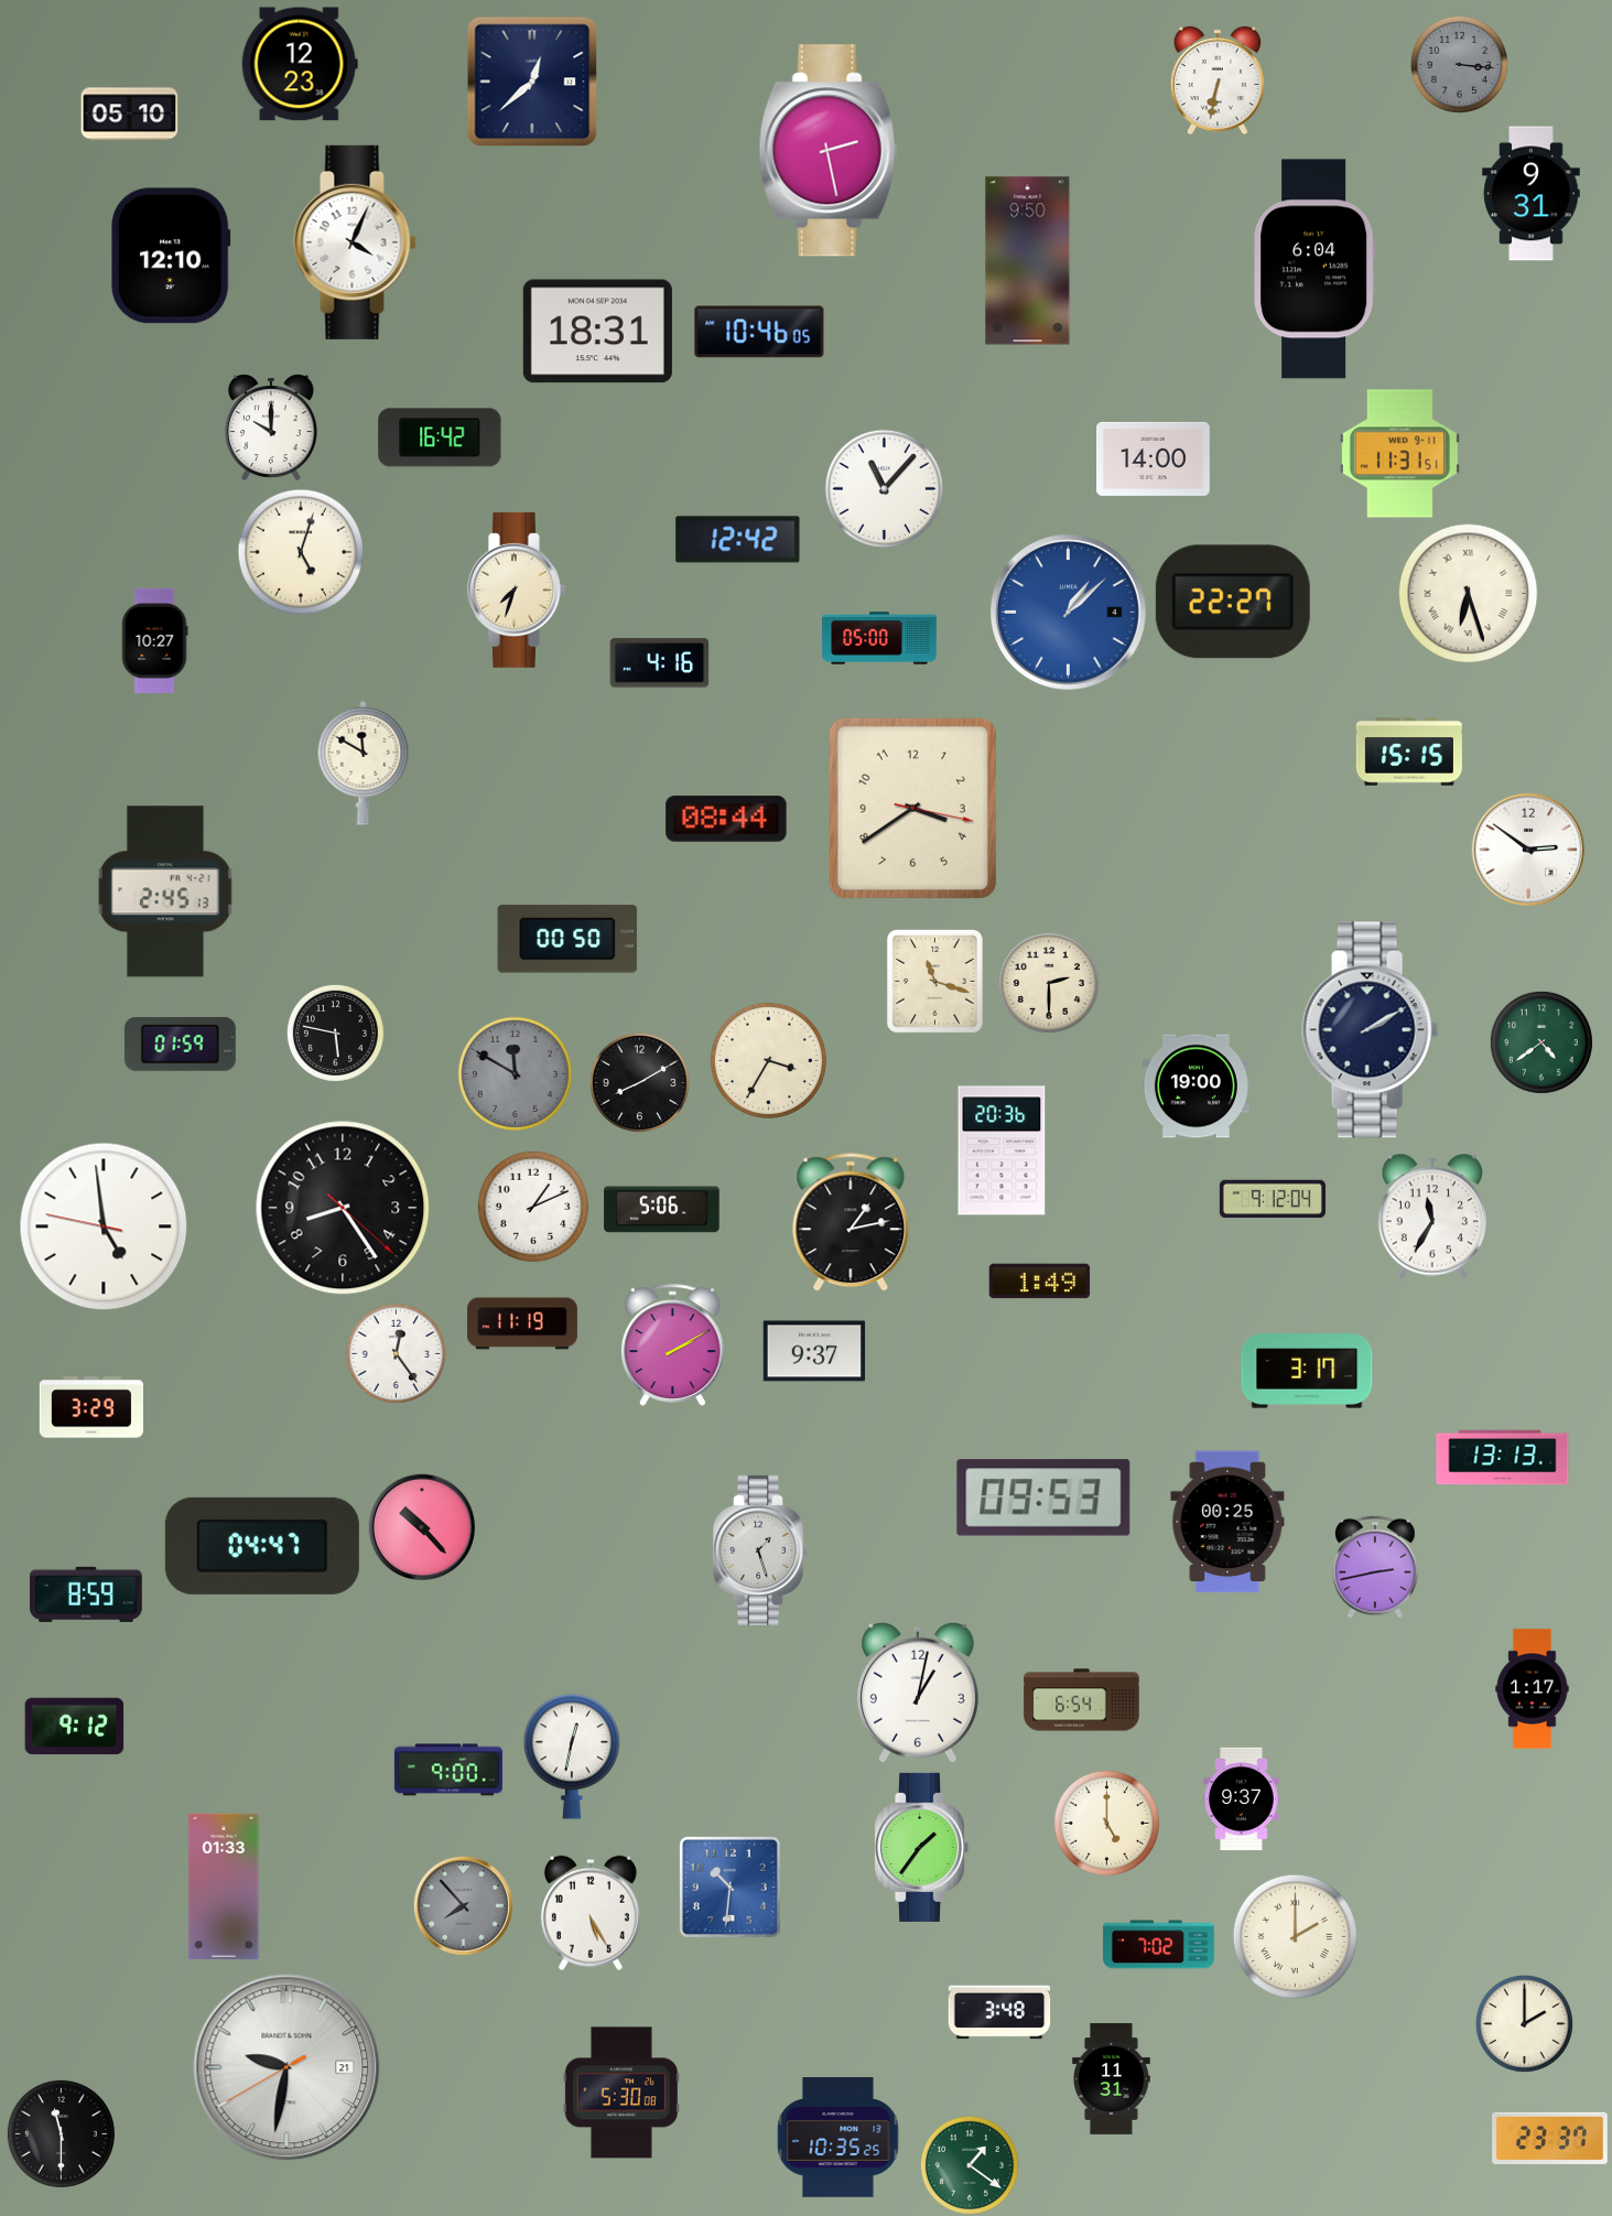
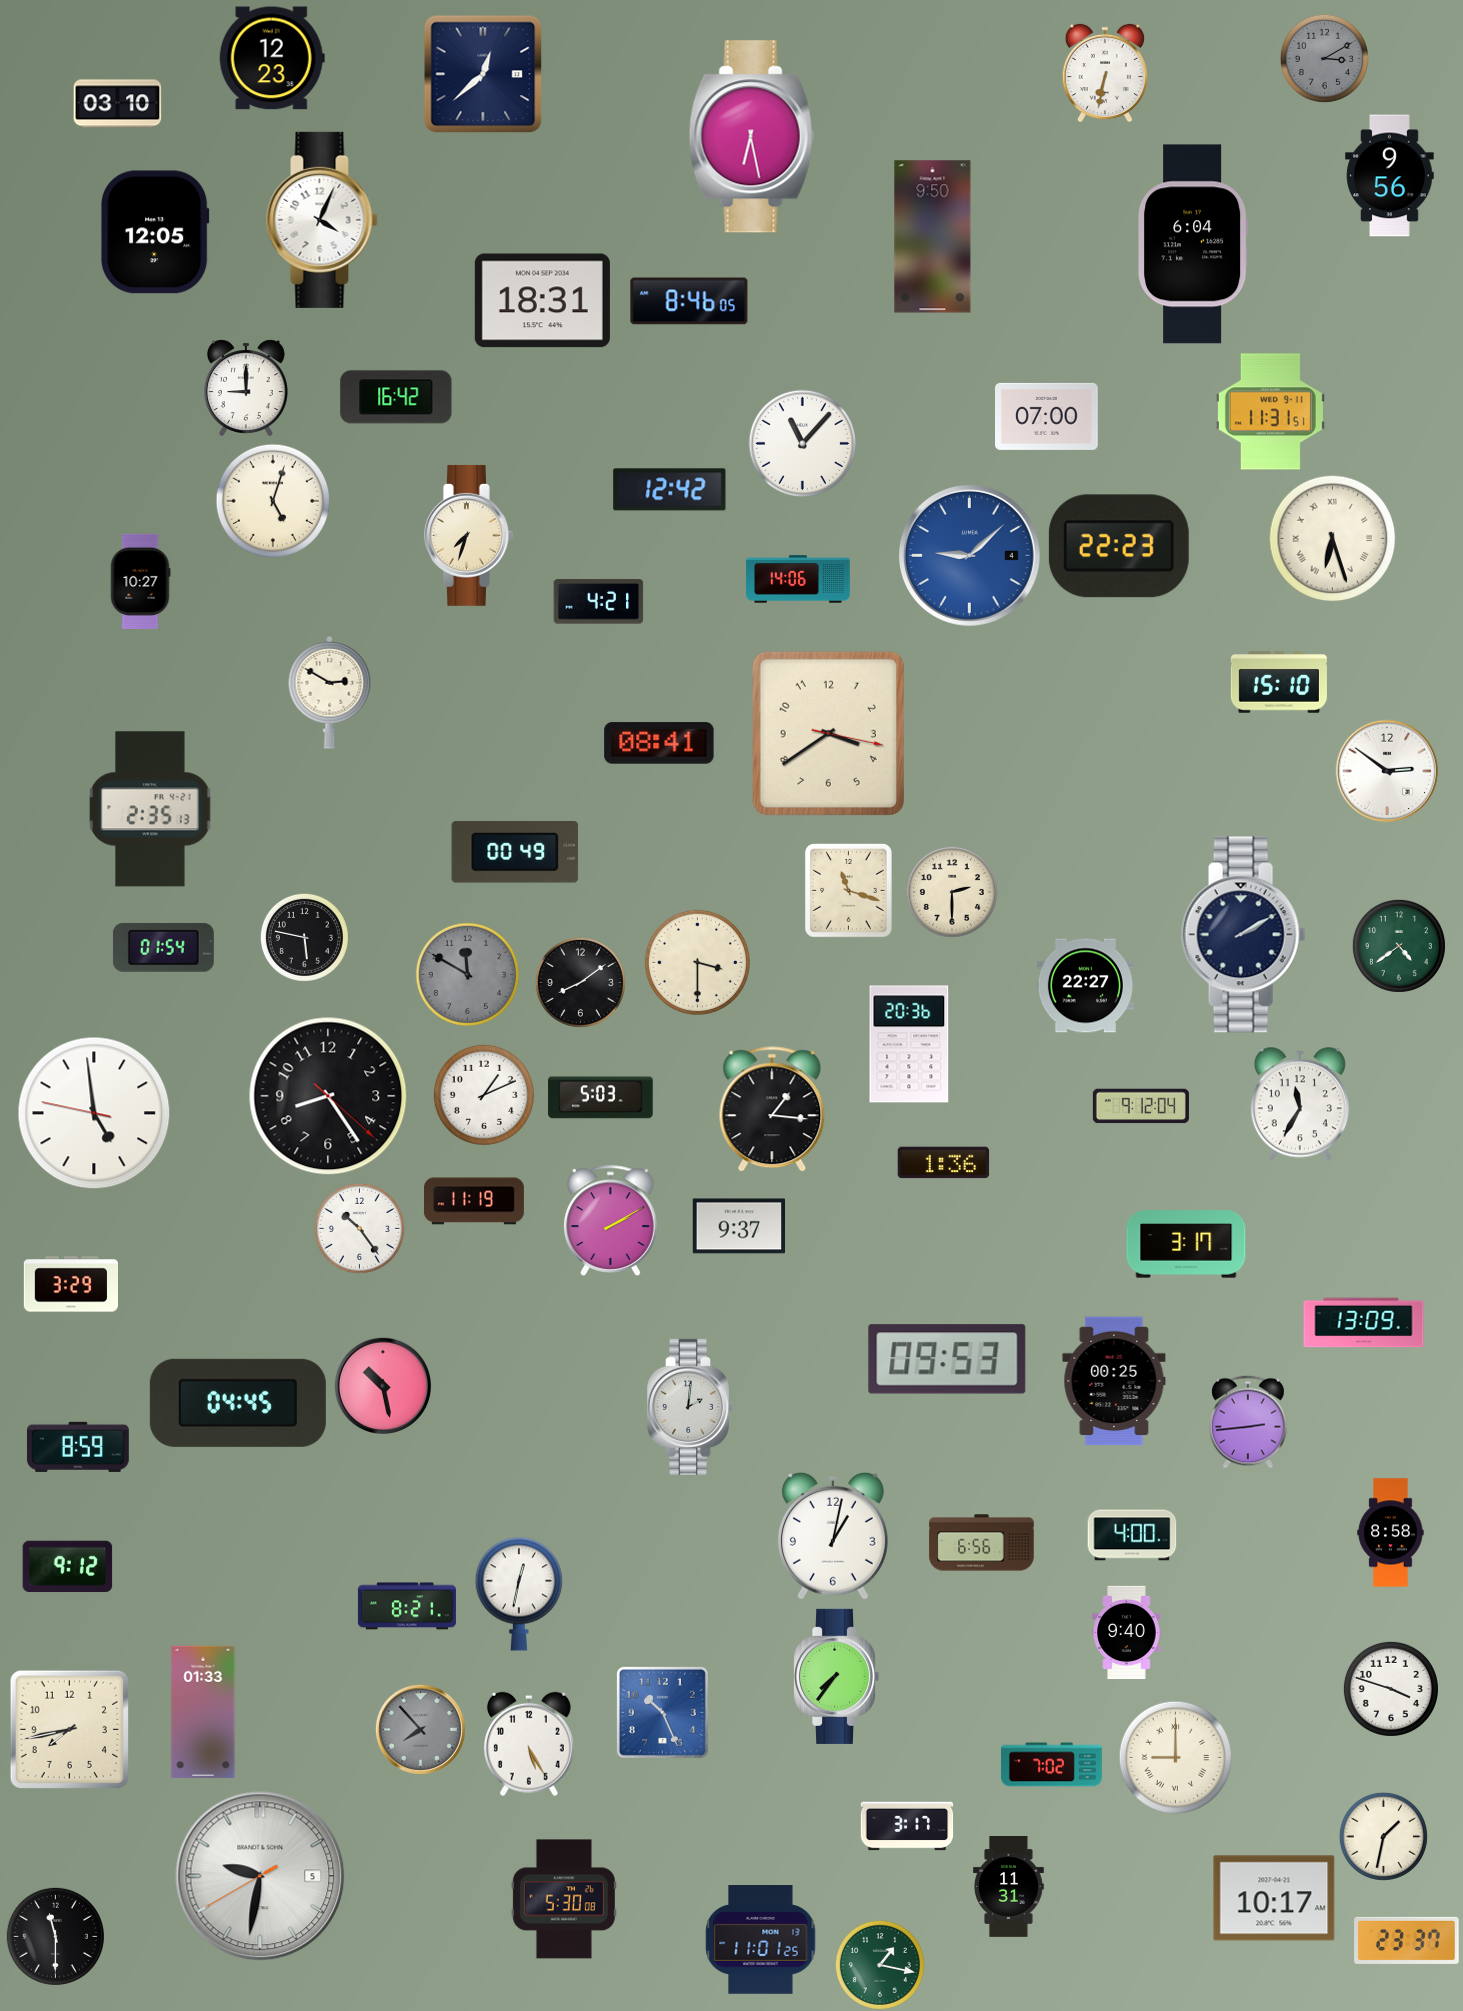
clock at (1459, 64): 3:16 -> 3:10
clock at (130, 115): 05:10 -> 03:10
clock at (827, 151): 2:28 -> 6:28
clock at (1532, 194): 9:31 -> 9:56
clock at (172, 256): 12:10 -> 12:05
clock at (759, 332): 10:46 -> 8:46
clock at (271, 426): 10:00 -> 9:00
clock at (440, 437) position: (440, 437) -> (396, 397)
clock at (1154, 458): 14:00 -> 07:00
clock at (1233, 602): 22:27 -> 22:23
clock at (1068, 612): 1:08 -> 9:08
clock at (879, 638): 05:00 -> 14:06
clock at (660, 663): 4:16 -> 4:21
clock at (1409, 752): 15:15 -> 15:10
clock at (364, 763): 11:50 -> 2:50
clock at (726, 819): 08:44 -> 08:41
clock at (165, 891): 2:45 -> 2:35
clock at (567, 939): 00:50 -> 00:49
clock at (180, 1044): 01:59 -> 01:54
clock at (768, 1060): 3:35 -> 3:30
clock at (639, 1082): 8:10 -> 8:09
clock at (1196, 1087): 19:00 -> 22:27
clock at (1273, 1199) position: (1273, 1199) -> (1141, 1106)
clock at (343, 1208) position: (343, 1208) -> (328, 1096)
clock at (662, 1210): 5:06 -> 5:03
clock at (851, 1223): 1:13 -> 1:16
clock at (1040, 1282): 1:49 -> 1:36
clock at (396, 1353): 12:24 -> 10:24
clock at (90, 1407) position: (90, 1407) -> (70, 1284)
clock at (1503, 1458): 13:13 -> 13:09
clock at (421, 1526): 10:23 -> 10:28
clock at (262, 1546): 04:47 -> 04:45
clock at (761, 1550): 1:27 -> 2:01
clock at (1375, 1567): 2:43 -> 2:44
clock at (1533, 1689): 1:17 -> 8:58
clock at (1132, 1535): none -> 4:00
clock at (1082, 1700): 6:54 -> 6:56
clock at (448, 1770): 9:00 -> 8:21
clock at (1242, 1799): 9:37 -> 9:40
clock at (1106, 1823): 5:00 -> none
clock at (922, 1847): 1:36 -> 7:36
clock at (1391, 1689): none -> 3:48
clock at (729, 1887): 10:31 -> 10:26
clock at (69, 1729): none -> 7:43
clock at (591, 1913) position: (591, 1913) -> (529, 1744)
clock at (1295, 1936): 2:00 -> 9:00
clock at (999, 2012): 3:48 -> 3:17
clock at (1524, 2023): 2:00 -> 1:32
clock at (286, 2067) date: 21 -> 5
clock at (1274, 1898): none -> 10:17
clock at (839, 2138): 10:35 -> 11:01
clock at (970, 2165): 1:21 -> 1:17
